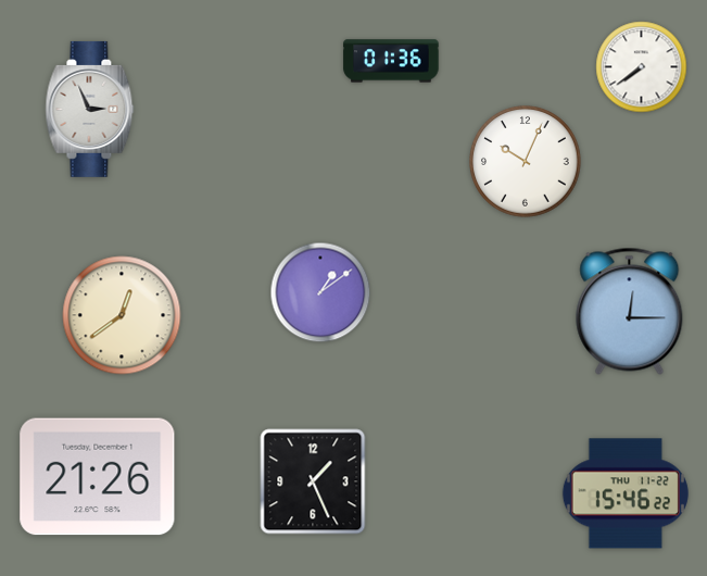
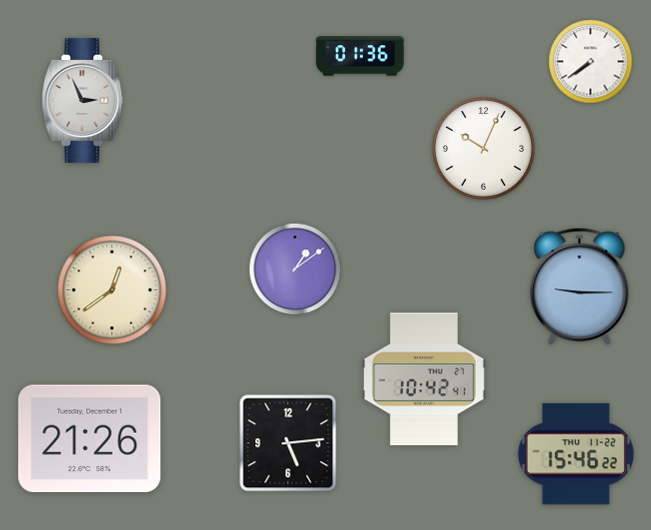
clock at (630, 311): 12:15 -> 9:15
clock at (425, 379): none -> 10:42
clock at (313, 481): 1:26 -> 5:14
